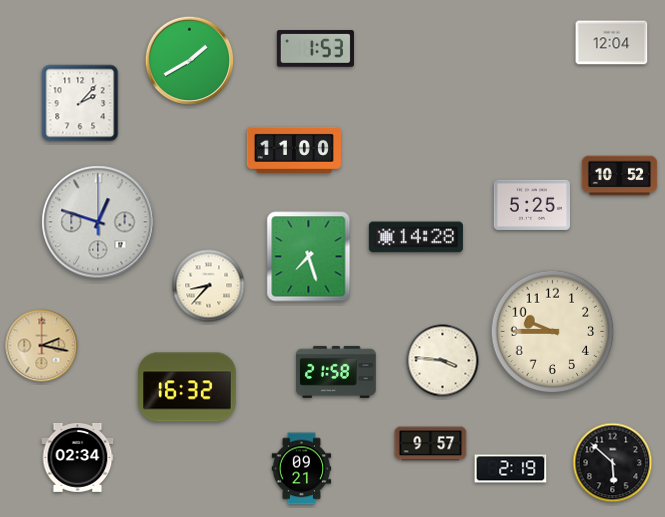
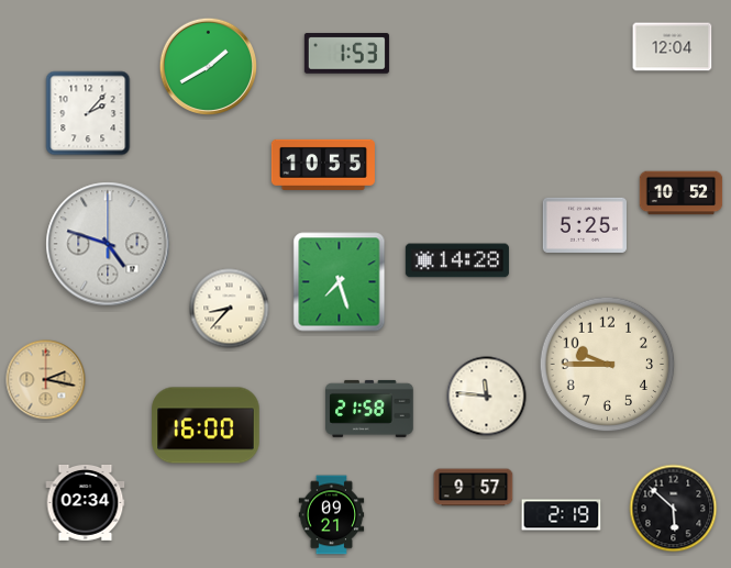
clock at (294, 150): 11:00 -> 10:55
clock at (98, 222): 12:48 -> 4:48
clock at (209, 286) position: (209, 286) -> (230, 309)
clock at (443, 361): 3:46 -> 11:46
clock at (187, 387): 16:32 -> 16:00
